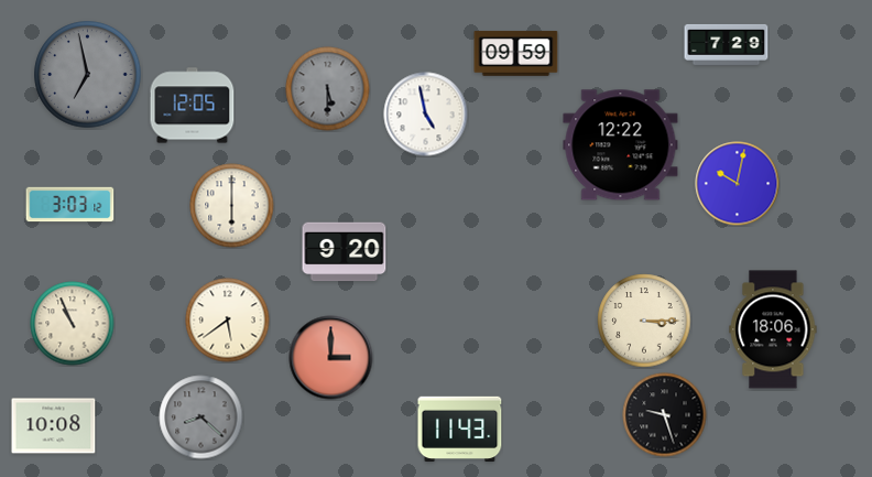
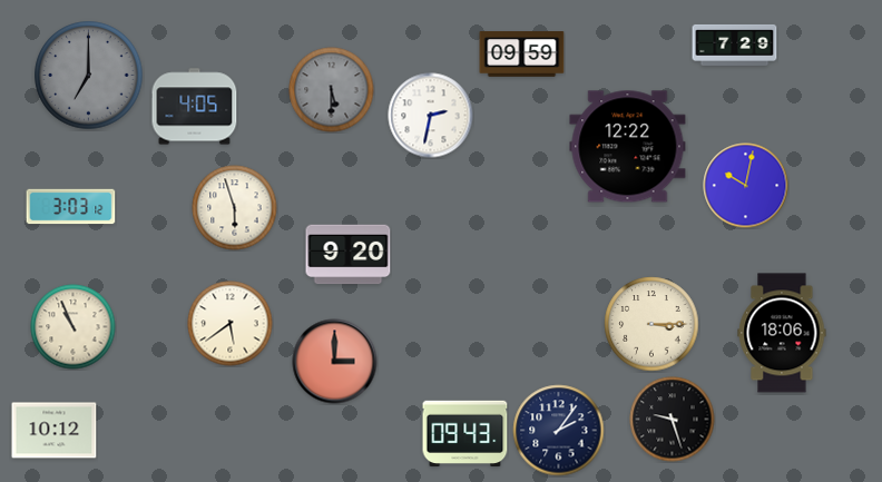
clock at (88, 75): 6:58 -> 7:00
clock at (193, 106): 12:05 -> 4:05
clock at (426, 115): 4:58 -> 2:32
clock at (232, 206): 6:00 -> 5:57
clock at (201, 418): 8:22 -> none
clock at (54, 426): 10:08 -> 10:12
clock at (559, 431): none -> 2:06
clock at (460, 430): 11:43 -> 09:43
